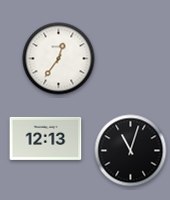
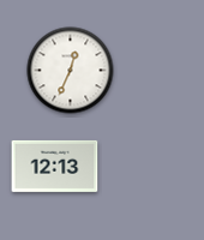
clock at (59, 59): 12:36 -> 12:34
clock at (131, 151): 11:03 -> none
